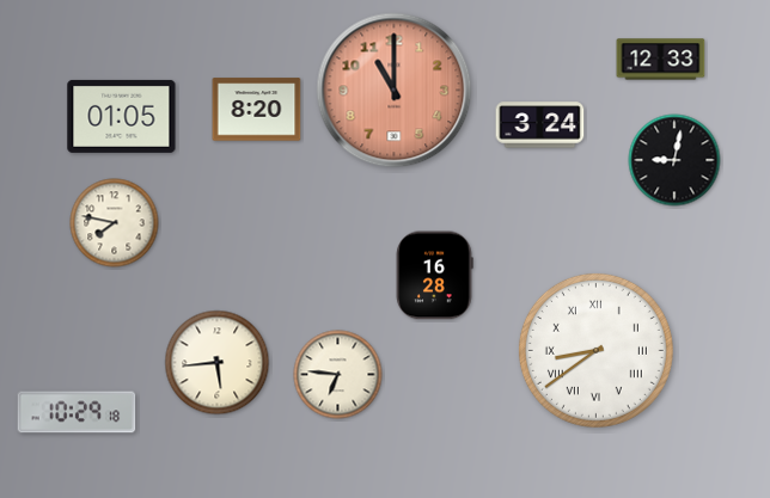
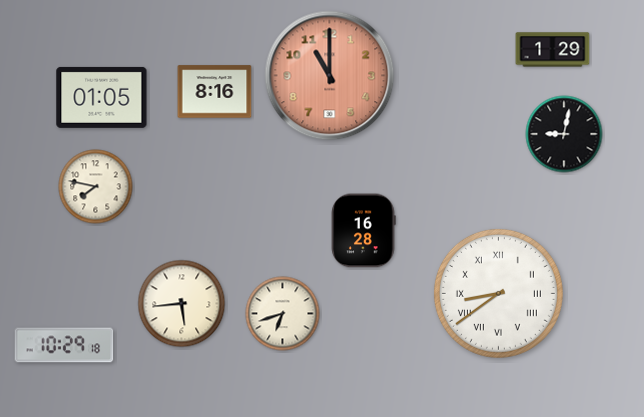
clock at (661, 60): 12:33 -> 1:29
clock at (257, 110): 8:20 -> 8:16
clock at (540, 125): 3:24 -> none
clock at (338, 375): 6:46 -> 6:42
